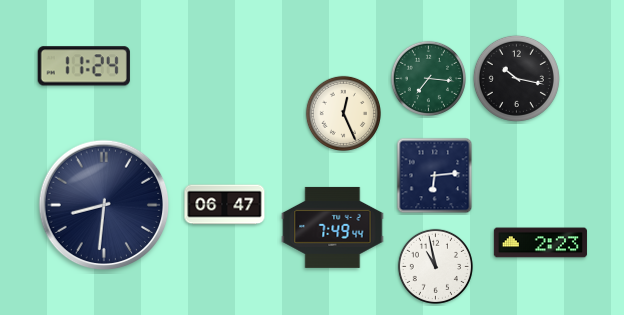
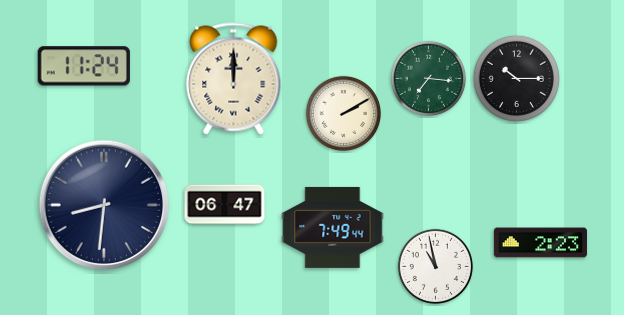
clock at (516, 78): 10:17 -> 10:15
clock at (234, 79): none -> 12:00
clock at (343, 113): 12:26 -> 2:10
clock at (435, 176): 6:14 -> none
